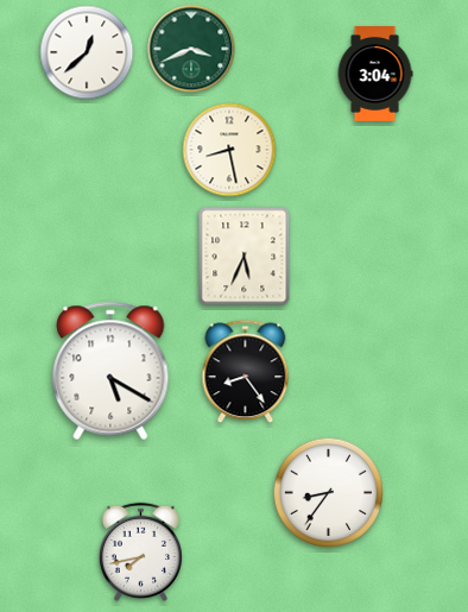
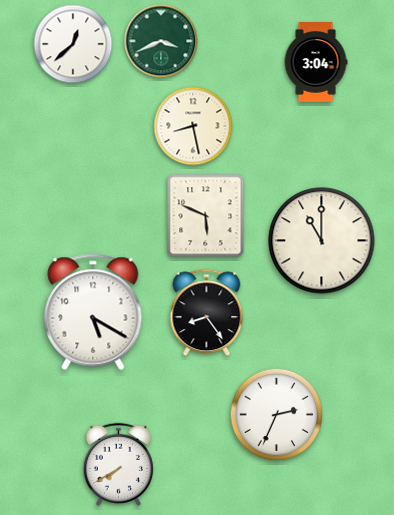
clock at (245, 257): 5:34 -> 5:49
clock at (322, 241): none -> 11:00
clock at (328, 492): 8:36 -> 2:34
clock at (140, 551): 7:43 -> 7:40
